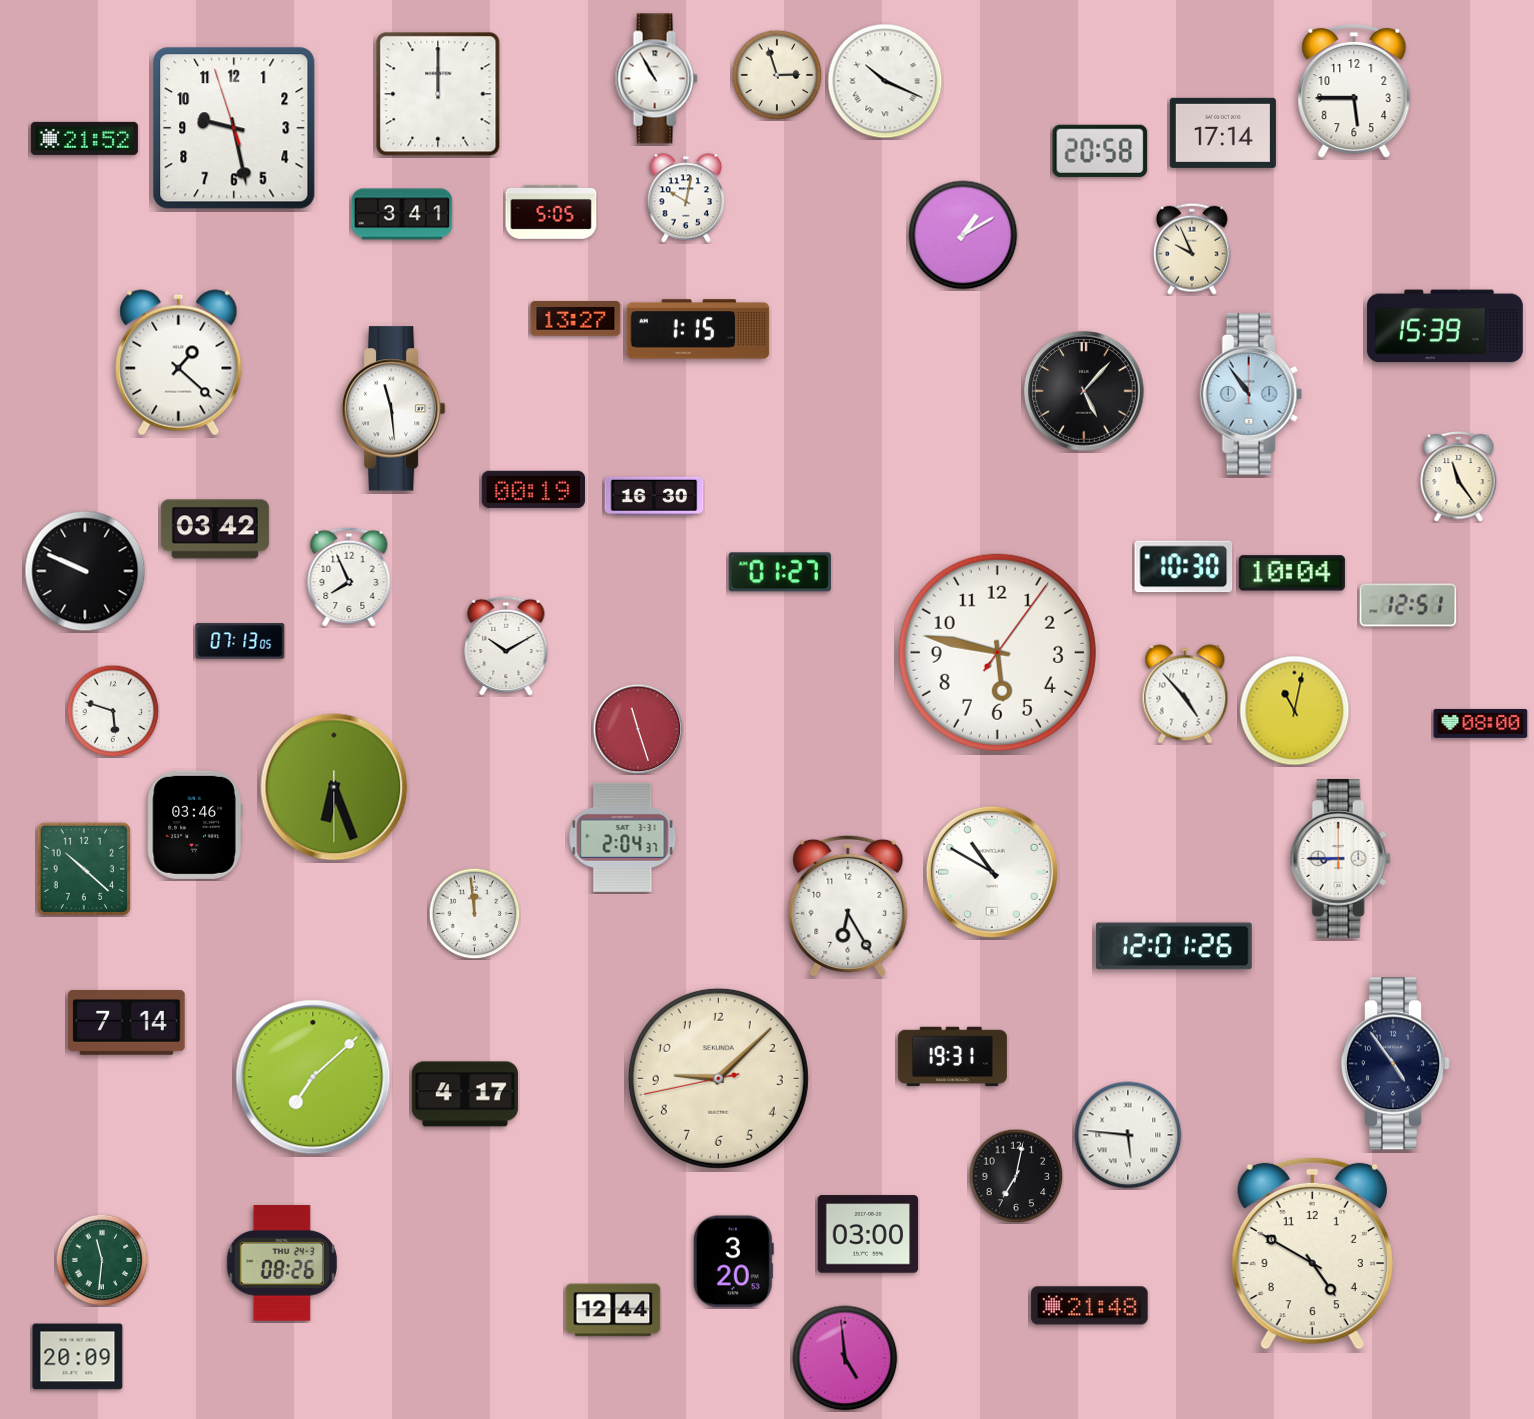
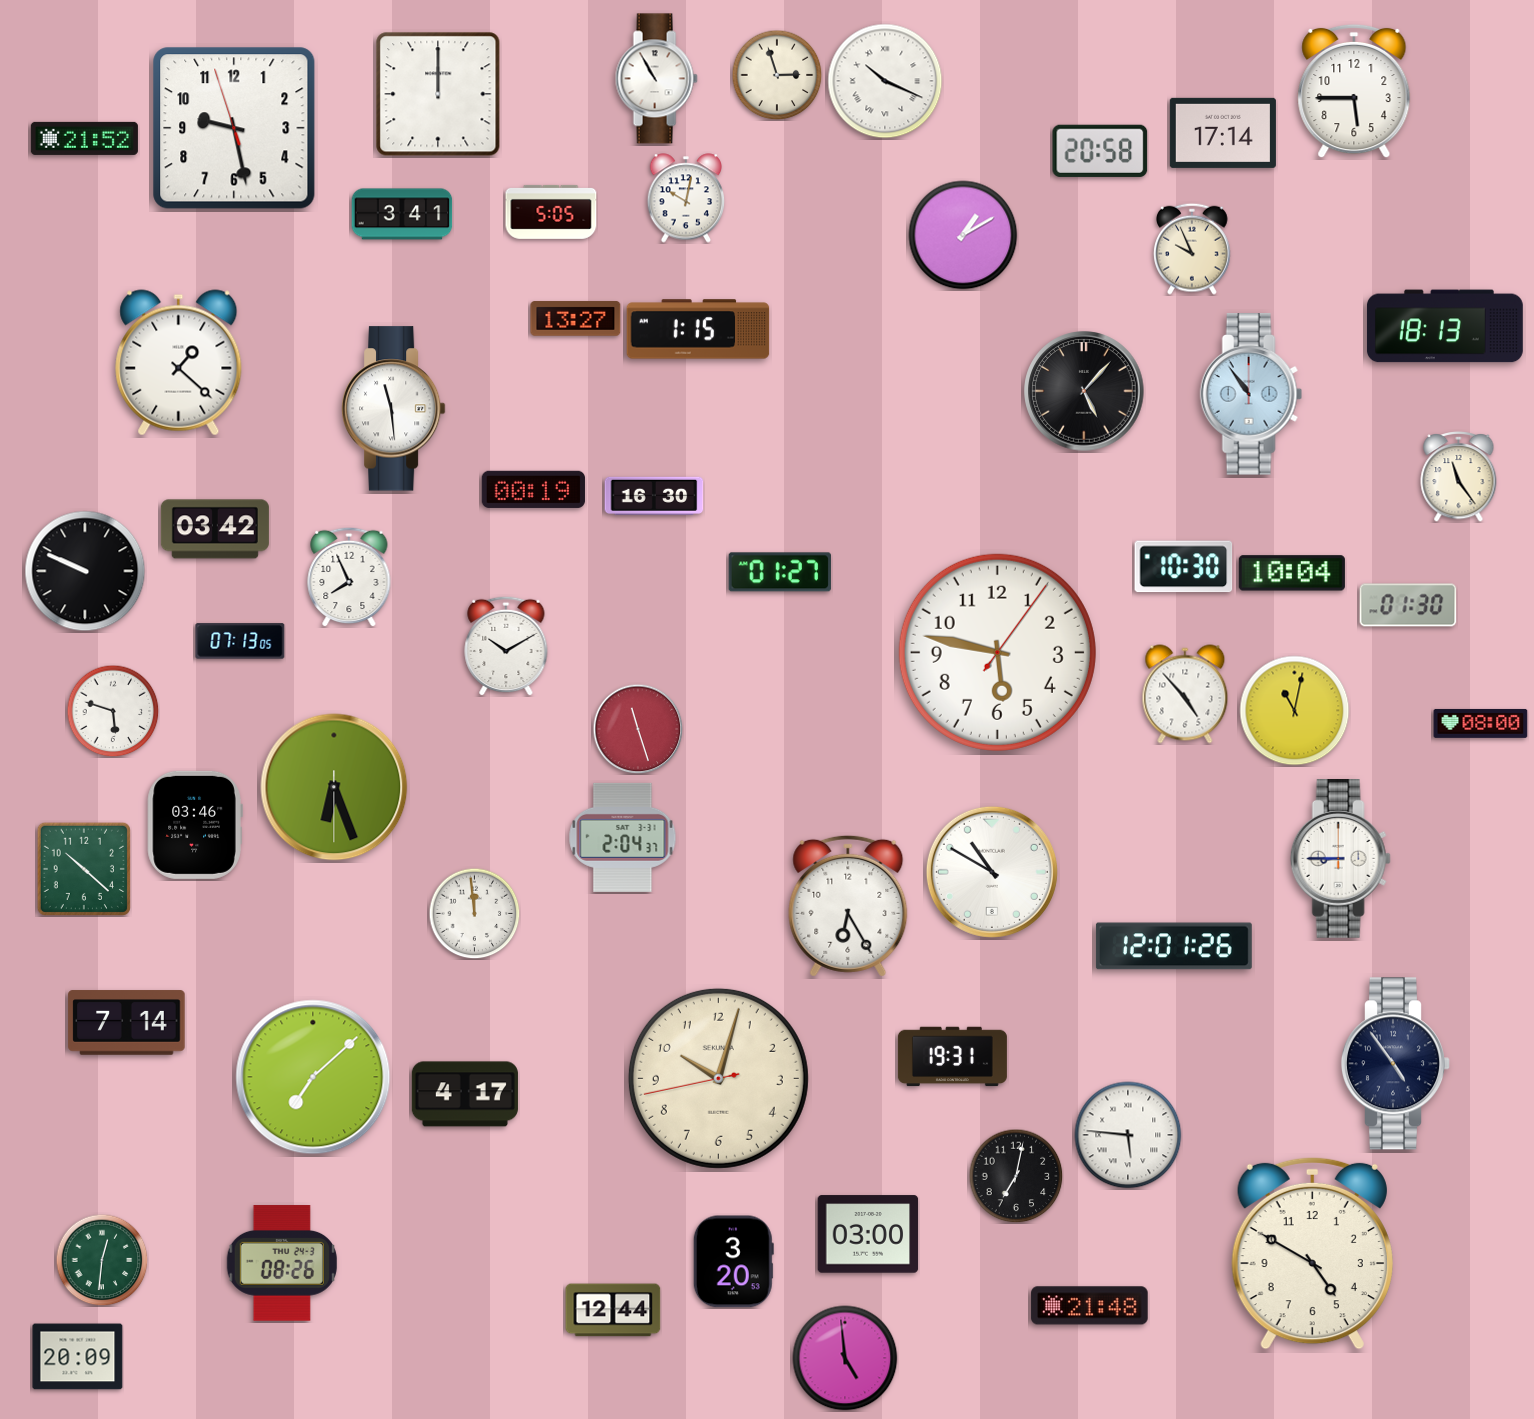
clock at (1445, 326): 15:39 -> 18:13
clock at (1408, 605): 12:51 -> 01:30
clock at (718, 1078): 9:07 -> 10:02
clock at (102, 1260): 11:31 -> 12:31
